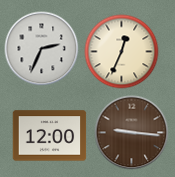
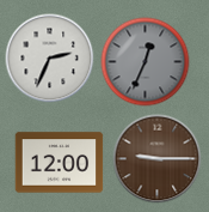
clock at (122, 52) dial: cream -> grey
clock at (132, 133): 9:16 -> 9:15
